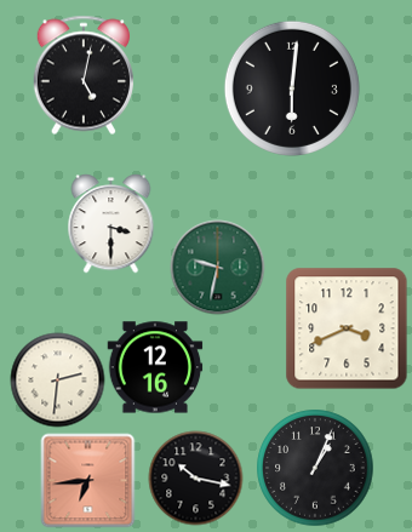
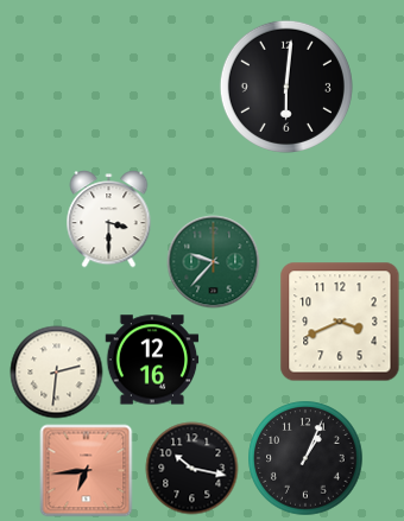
clock at (82, 75): 5:02 -> none
clock at (217, 267): 9:32 -> 9:37
clock at (315, 468) position: (315, 468) -> (305, 458)
